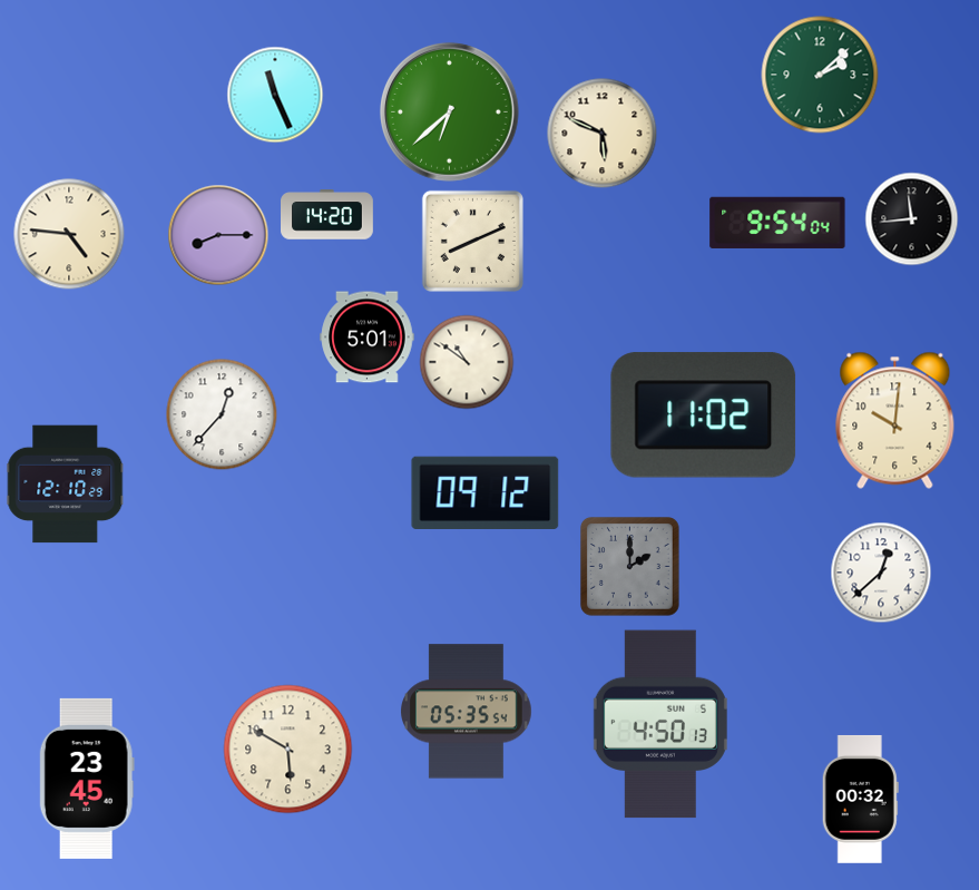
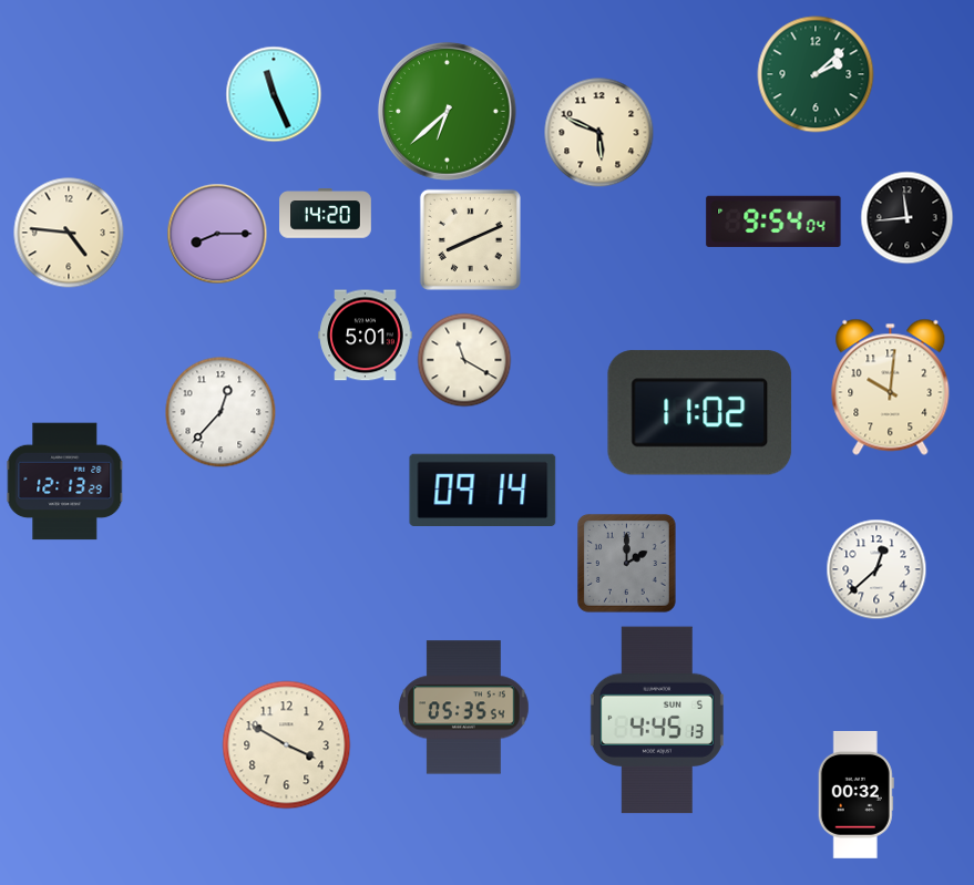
clock at (467, 362): 10:51 -> 11:20
clock at (895, 420) position: (895, 420) -> (891, 387)
clock at (66, 485): 12:10 -> 12:13
clock at (486, 492): 09:12 -> 09:14
clock at (660, 724): 4:50 -> 4:45
clock at (288, 750): 5:50 -> 3:50
clock at (87, 779): 23:45 -> none
